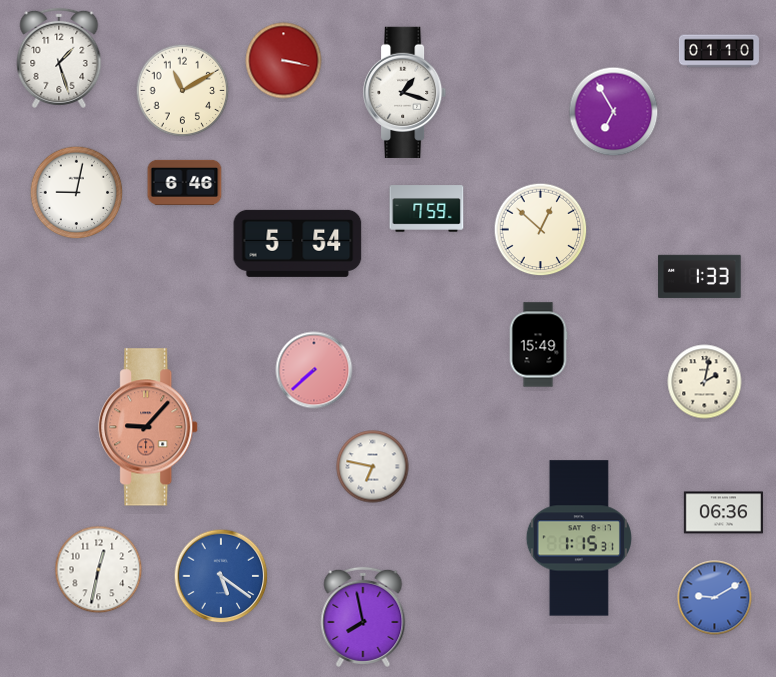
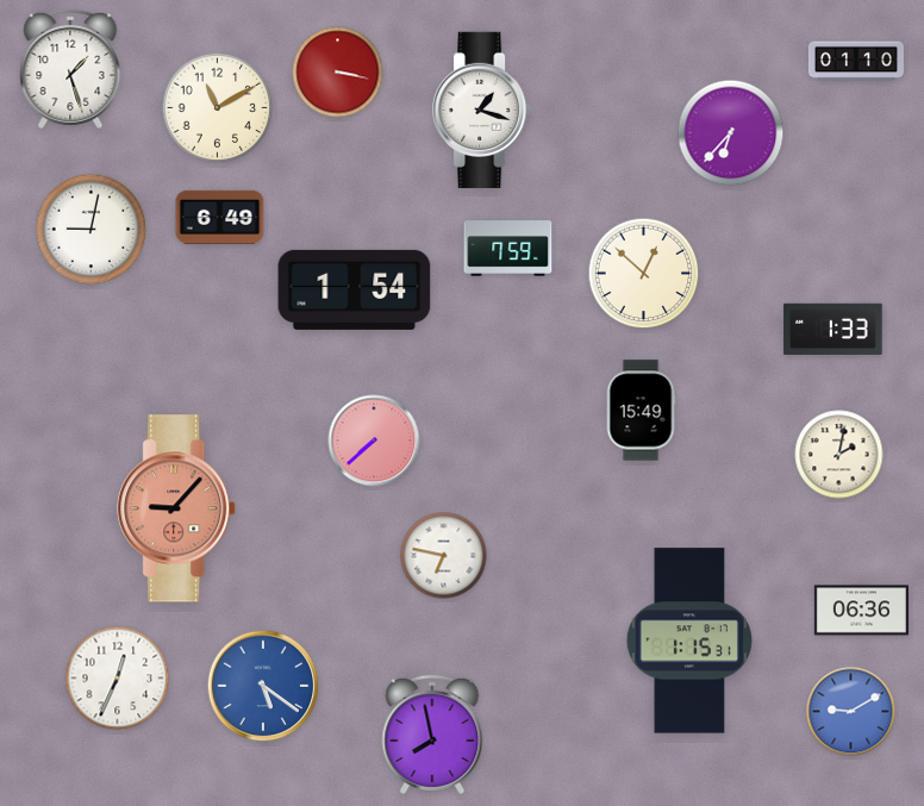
clock at (614, 112): 6:55 -> 6:37
clock at (185, 182): 6:46 -> 6:49
clock at (298, 243): 5:54 -> 1:54
clock at (99, 570): 12:32 -> 12:34
